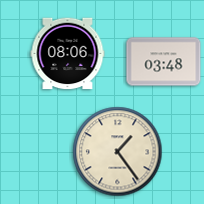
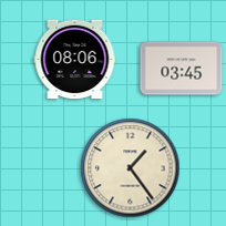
clock at (164, 62): 03:48 -> 03:45
